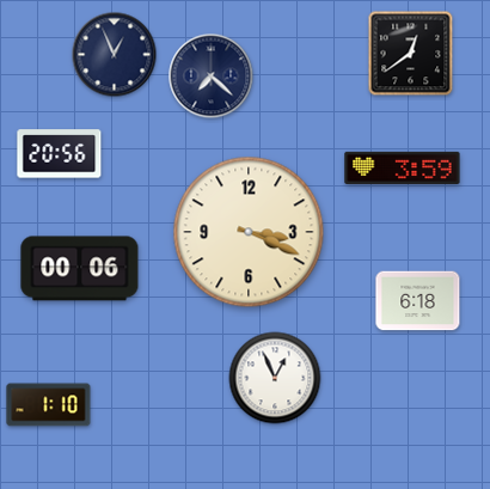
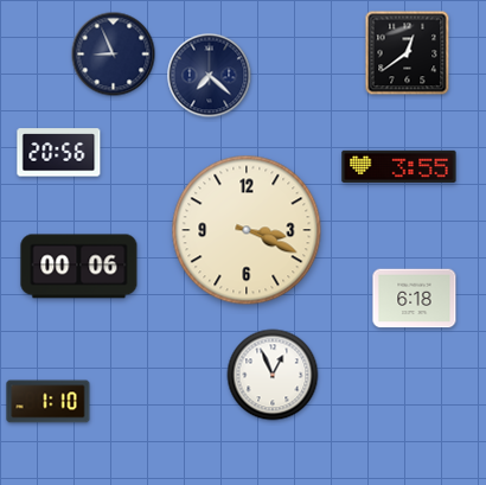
clock at (115, 55): 12:56 -> 8:56
clock at (403, 167): 3:59 -> 3:55
